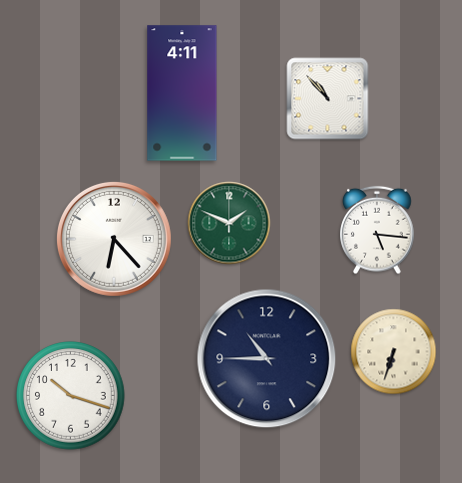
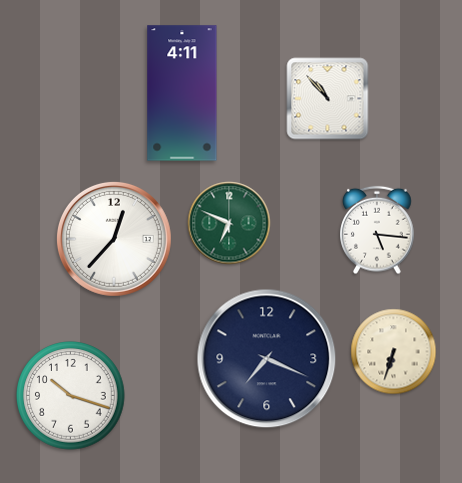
clock at (229, 223): 1:49 -> 6:49
clock at (114, 239): 6:23 -> 12:37
clock at (267, 359): 10:45 -> 7:19
